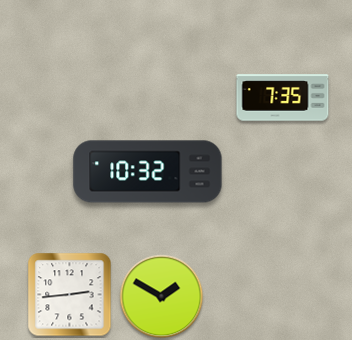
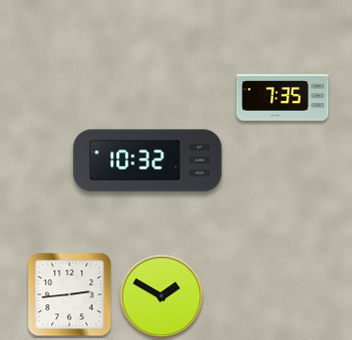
clock at (148, 172) position: (148, 172) -> (148, 161)
